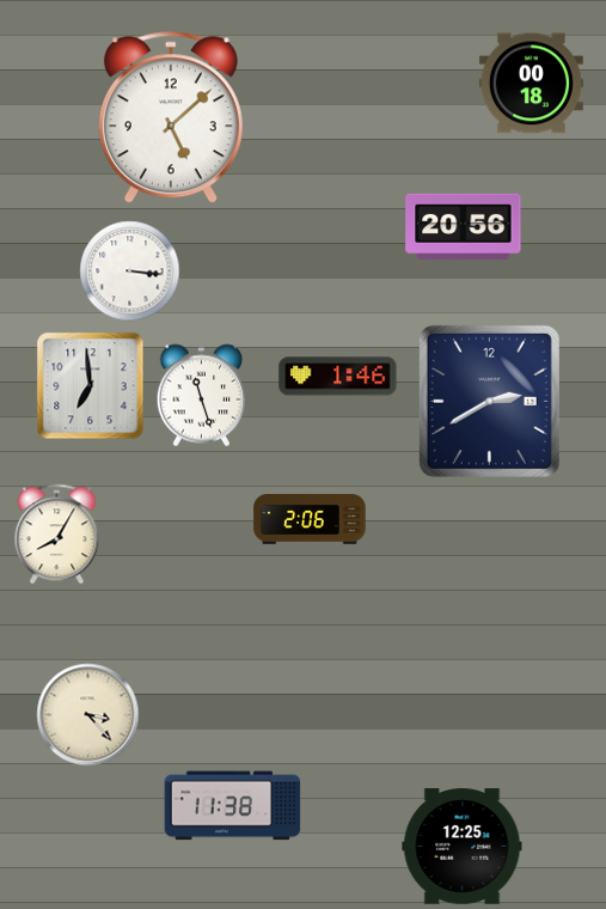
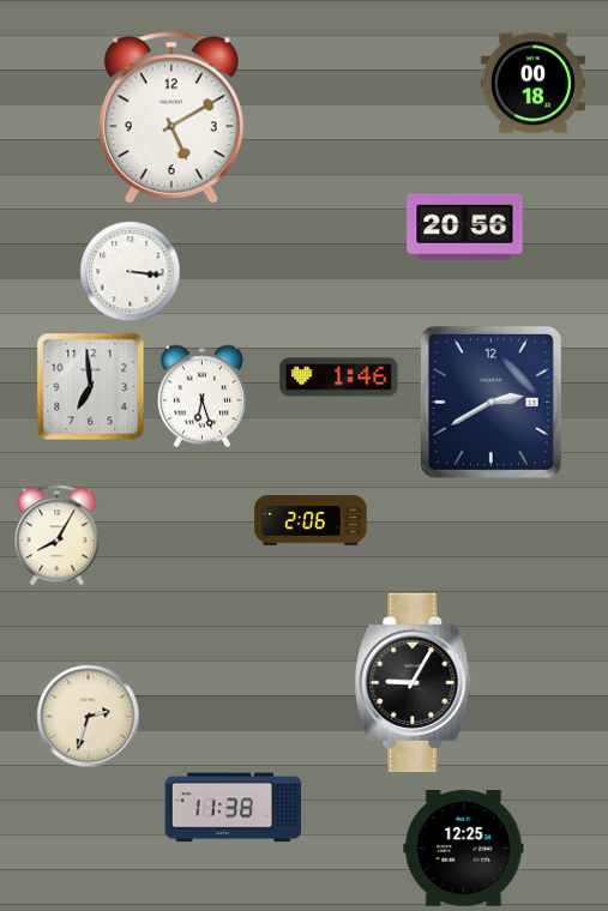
clock at (171, 118): 5:08 -> 5:10
clock at (202, 396): 11:27 -> 6:27
clock at (414, 683): none -> 9:05
clock at (88, 715): 3:23 -> 2:33
